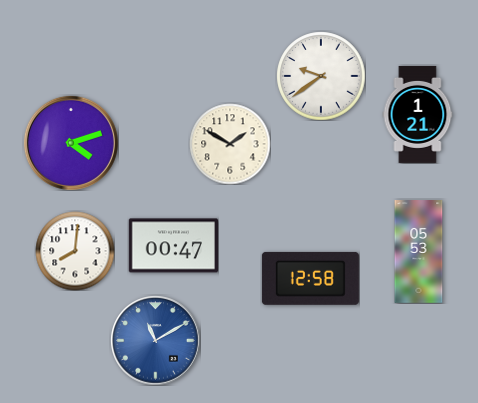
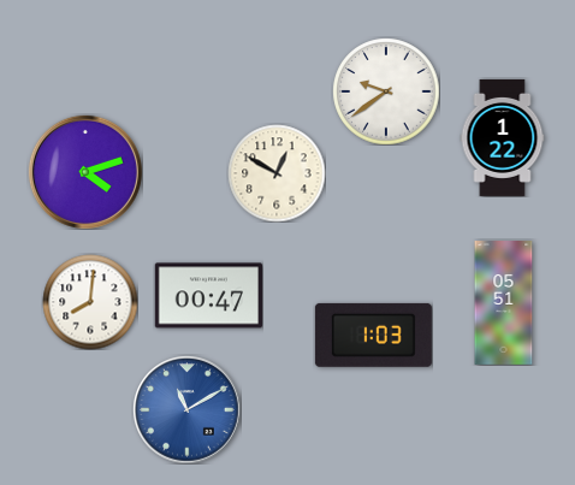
clock at (418, 114): 1:21 -> 1:22
clock at (230, 144): 1:50 -> 12:50
clock at (419, 252): 05:53 -> 05:51
clock at (310, 278): 12:58 -> 1:03
